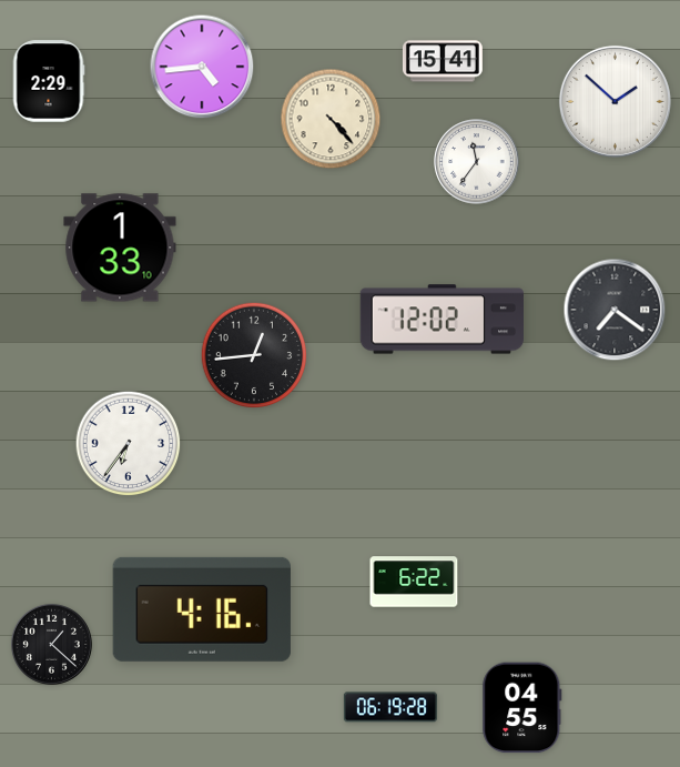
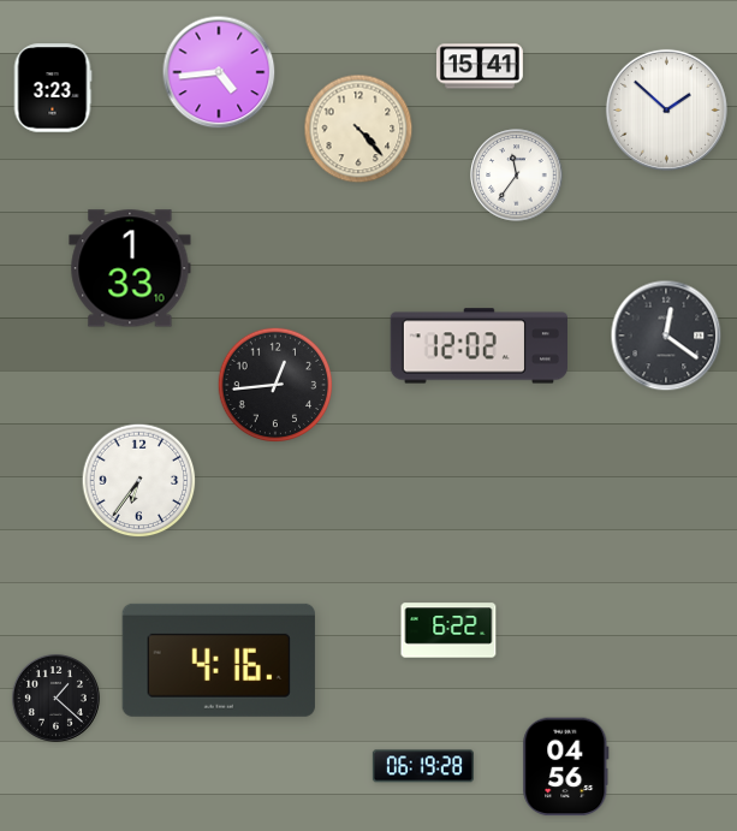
clock at (49, 81): 2:29 -> 3:23
clock at (615, 310): 7:21 -> 12:21
clock at (522, 708): 04:55 -> 04:56
